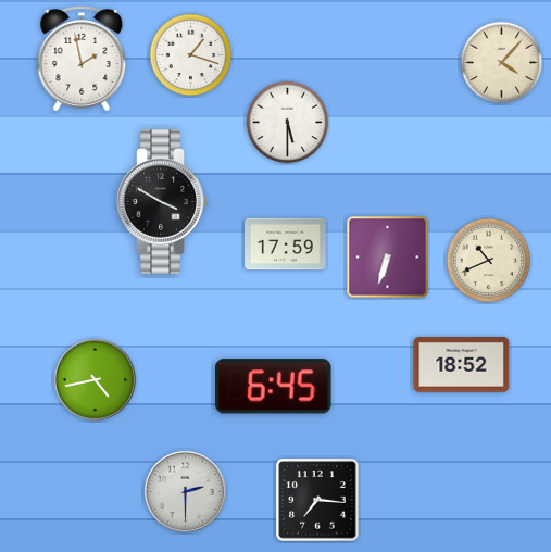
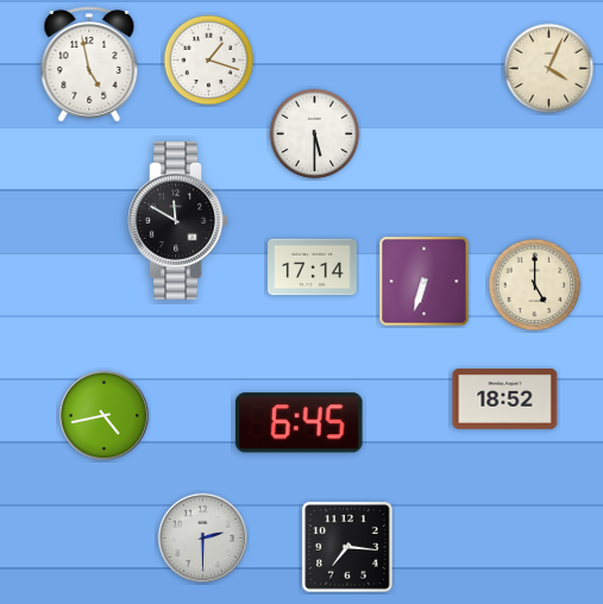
clock at (82, 59): 1:58 -> 4:58
clock at (502, 63): 4:07 -> 4:04
clock at (163, 201): 3:50 -> 11:50
clock at (286, 244): 17:59 -> 17:14
clock at (489, 261): 10:41 -> 5:00
